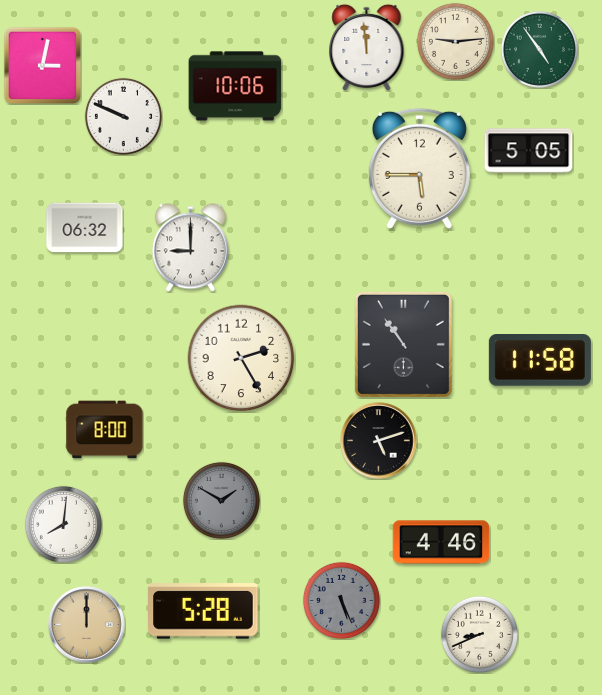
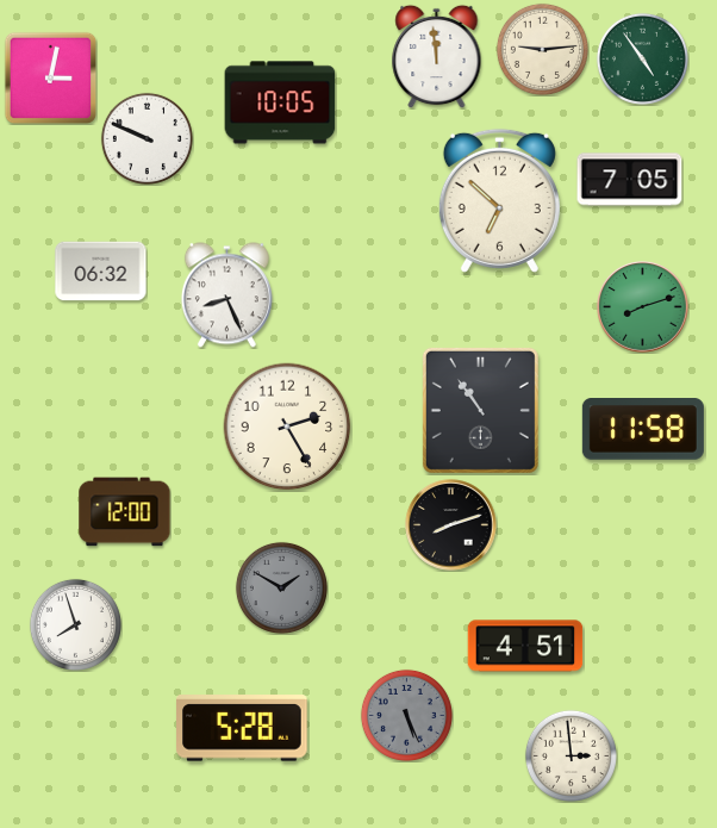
clock at (235, 86): 10:06 -> 10:05
clock at (529, 151): 5:05 -> 7:05
clock at (419, 168): 5:45 -> 6:52
clock at (190, 248): 9:00 -> 8:26
clock at (643, 307): none -> 8:12
clock at (105, 430): 8:00 -> 12:00
clock at (379, 441): 5:12 -> 8:12
clock at (221, 500) position: (221, 500) -> (281, 587)
clock at (63, 524): 8:01 -> 7:57
clock at (441, 542): 4:46 -> 4:51
clock at (87, 625): 12:00 -> none
clock at (479, 634): 8:41 -> 2:59
